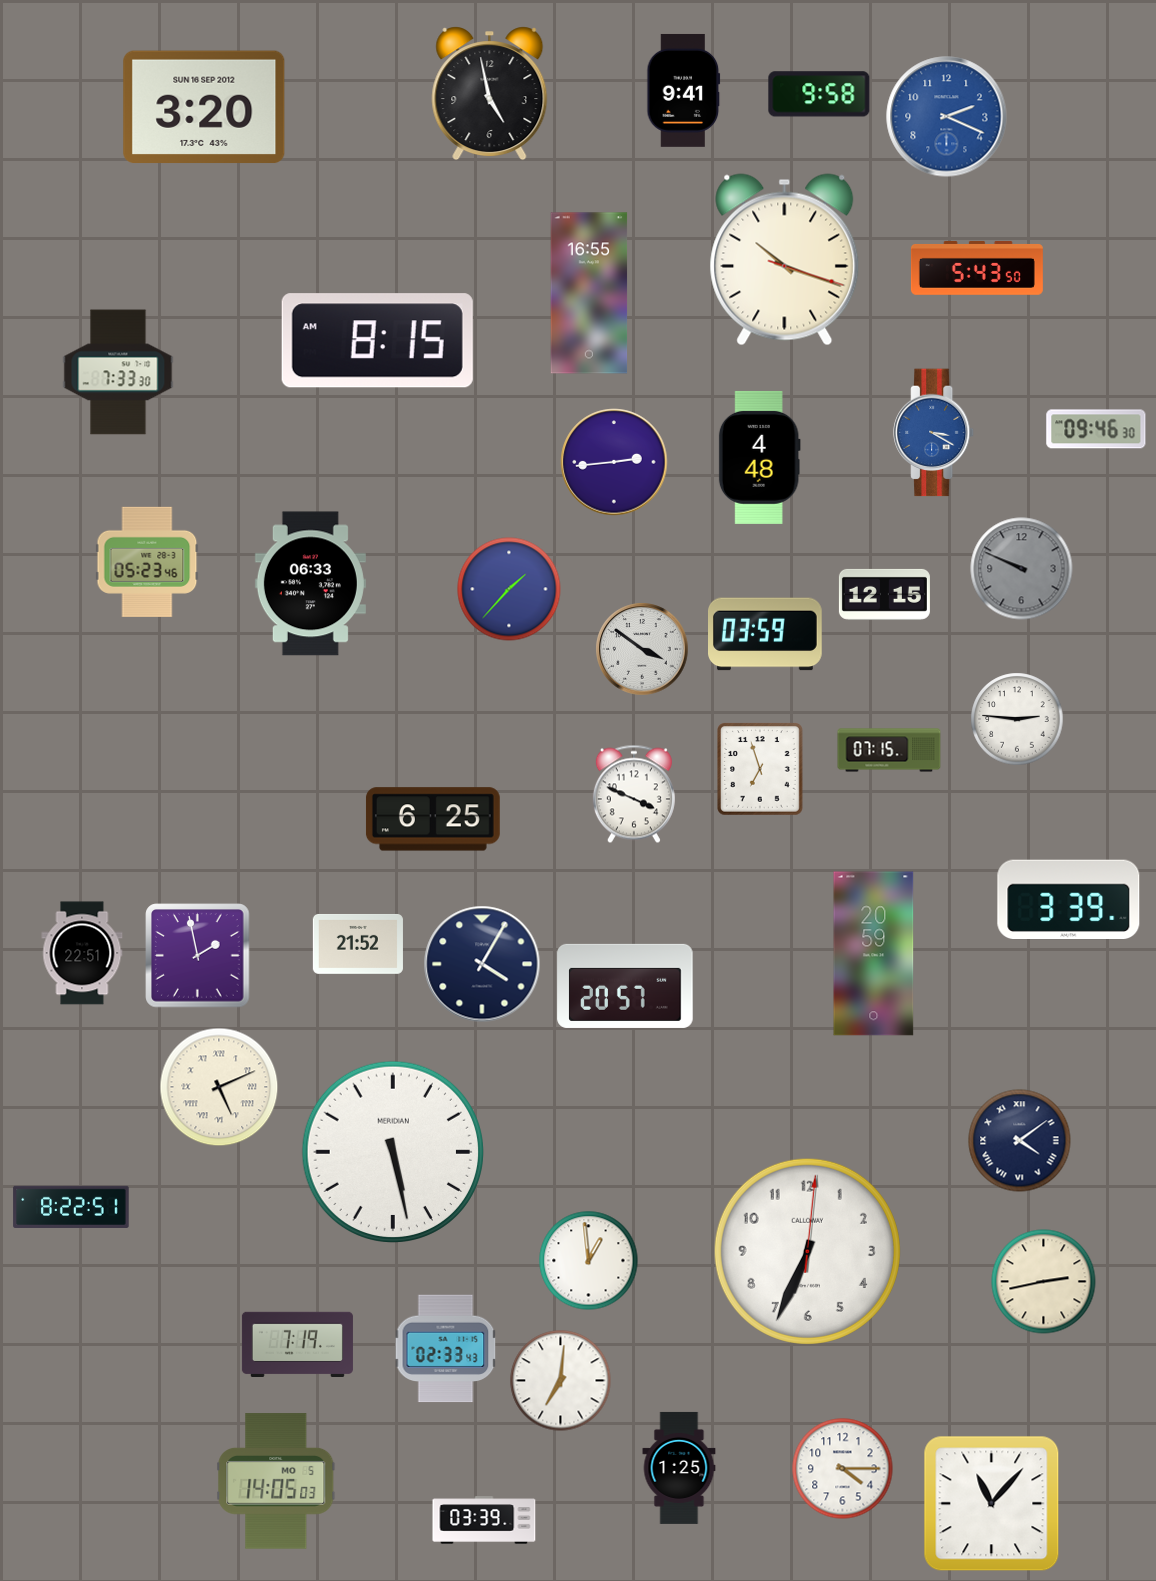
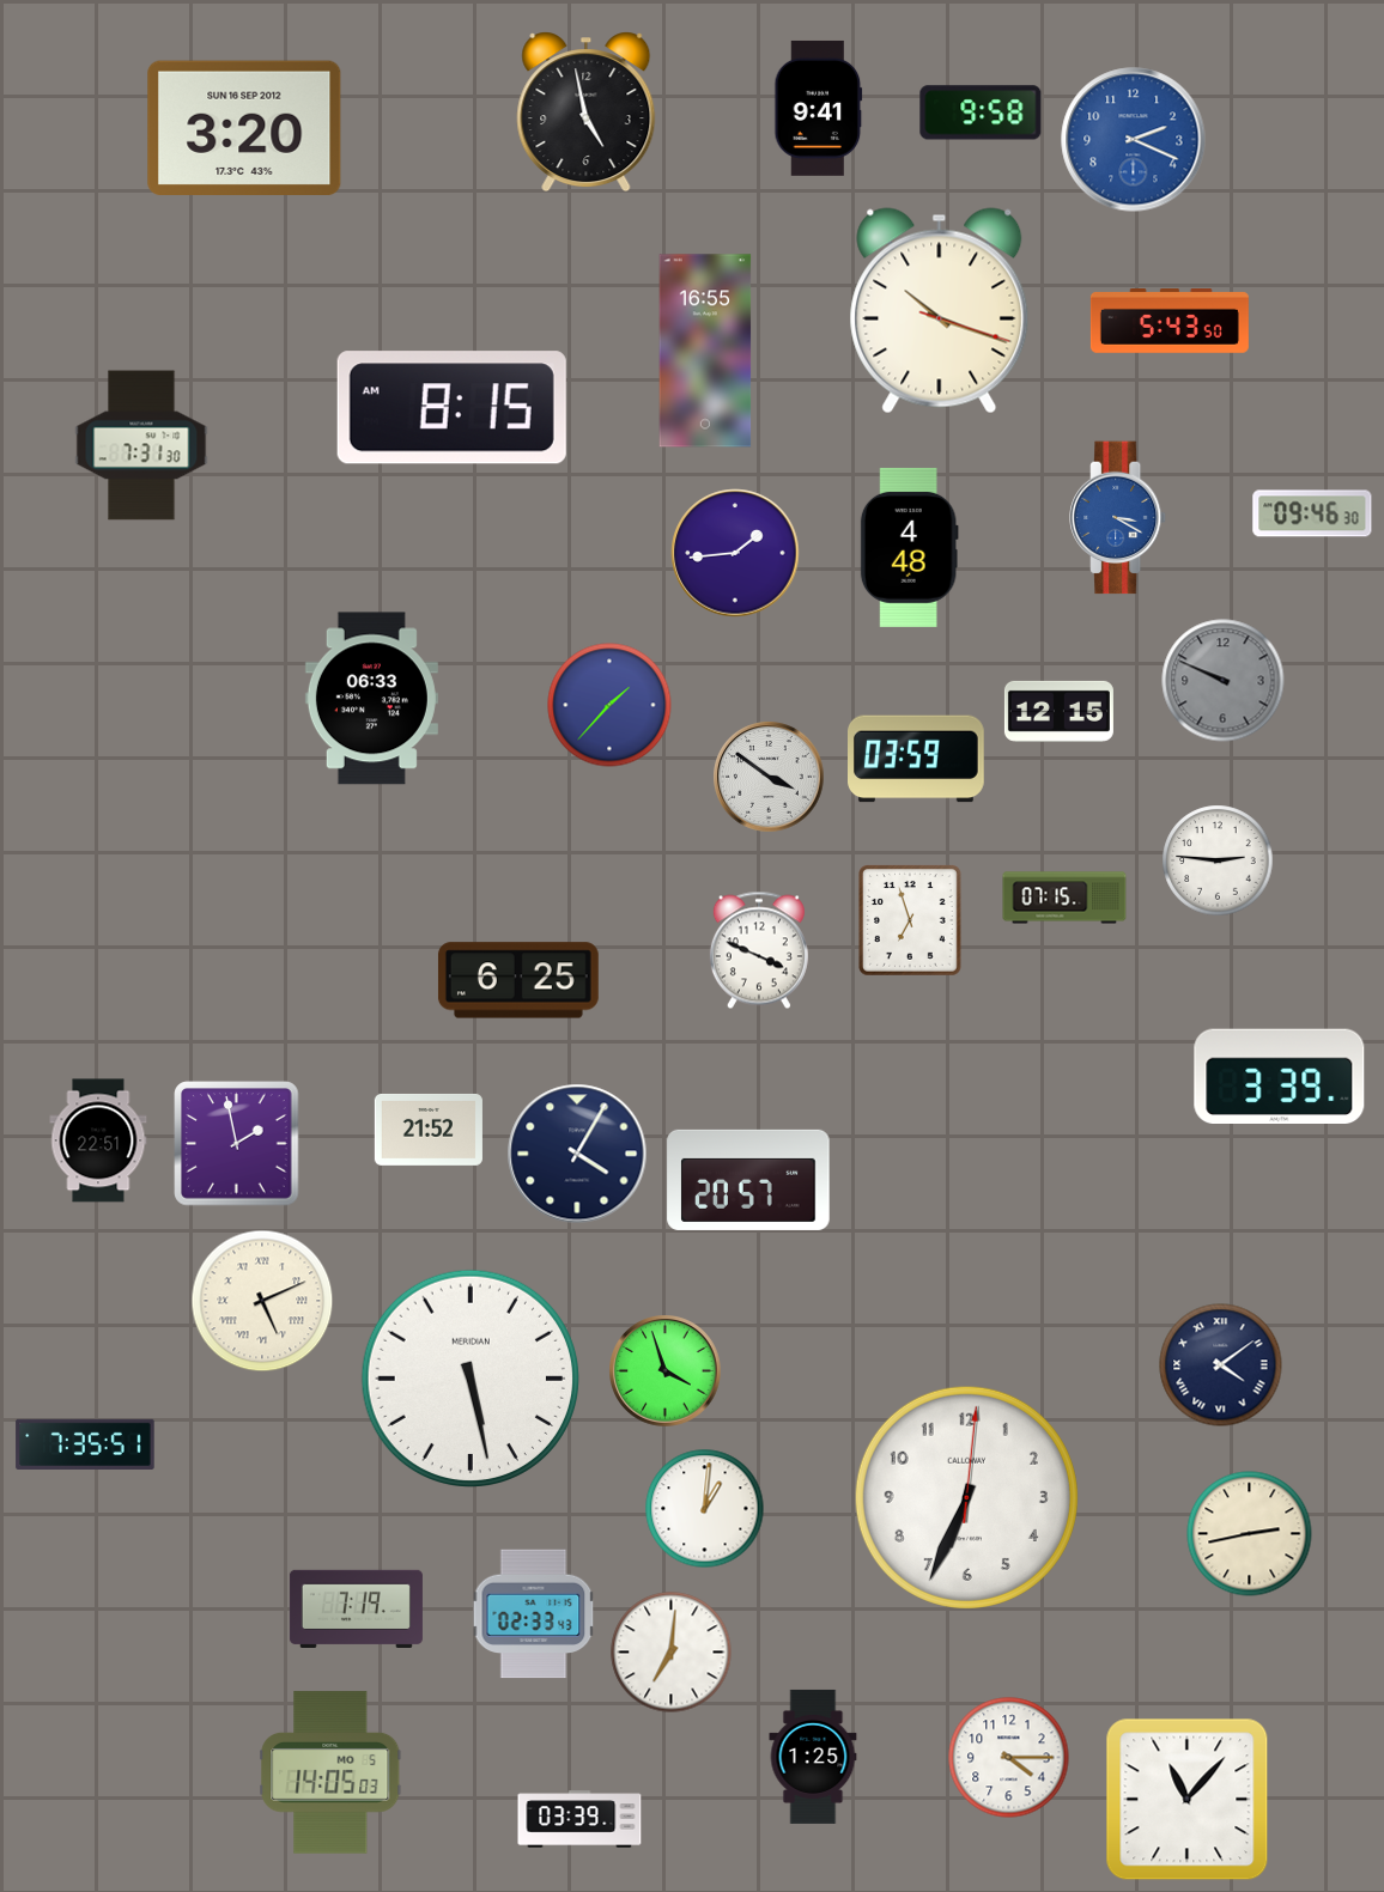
clock at (118, 372): 7:33 -> 7:31
clock at (614, 462): 2:44 -> 1:44
clock at (147, 562): 05:23 -> none
clock at (874, 954): 20:59 -> none
clock at (666, 1371): none -> 3:57
clock at (71, 1207): 8:22 -> 7:35
clock at (589, 1261): 12:59 -> 1:01
